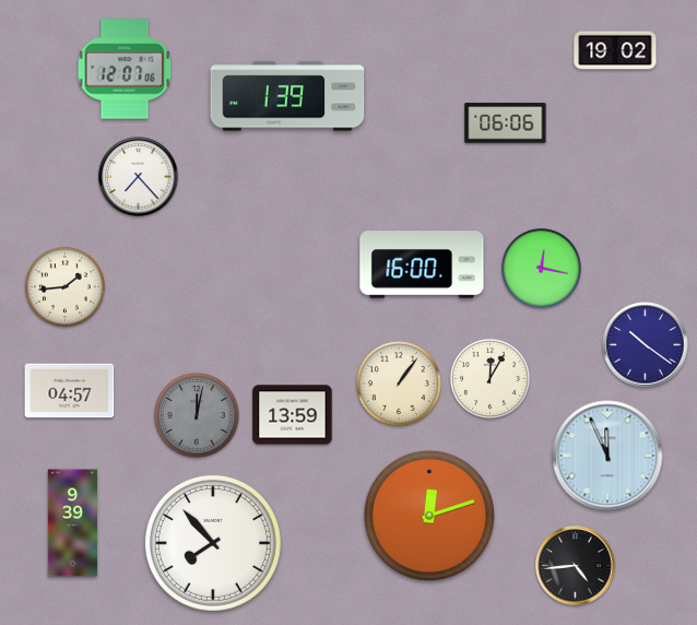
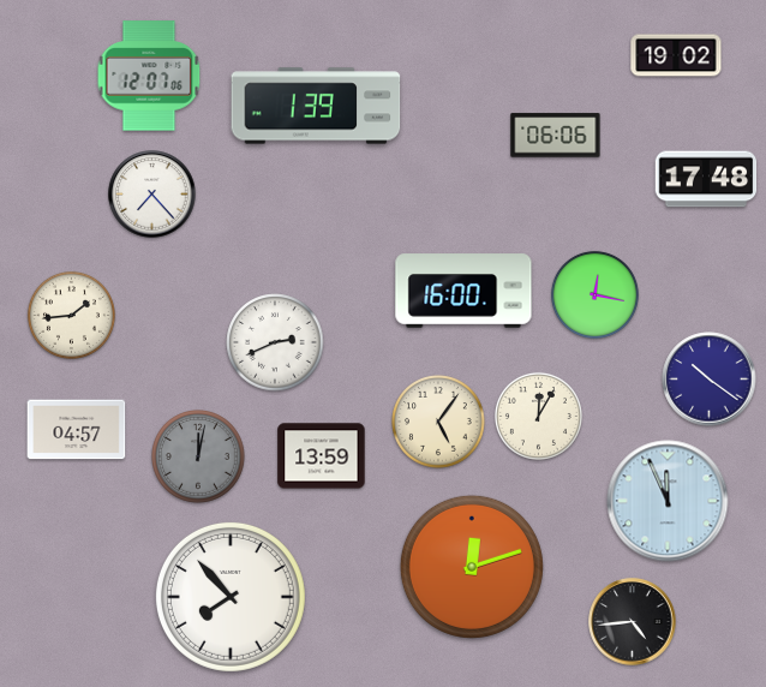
clock at (125, 69) position: (125, 69) -> (149, 76)
clock at (706, 179): none -> 17:48
clock at (275, 342): none -> 2:41
clock at (400, 385): 1:06 -> 5:06
clock at (198, 416) position: (198, 416) -> (199, 458)
clock at (72, 523): 9:39 -> none
clock at (213, 543) position: (213, 543) -> (231, 597)
